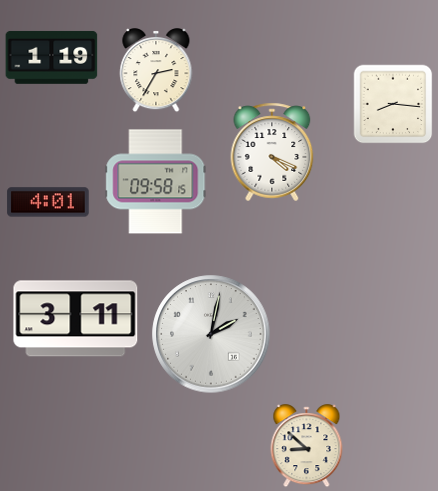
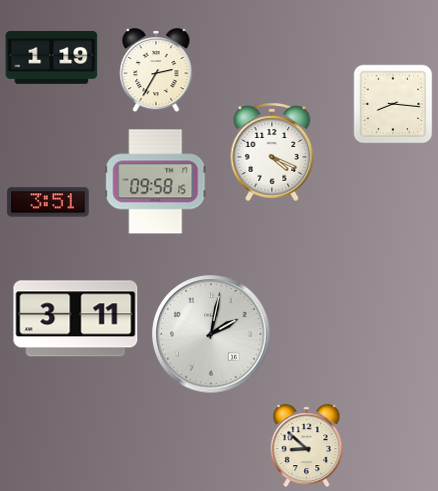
clock at (48, 202): 4:01 -> 3:51
